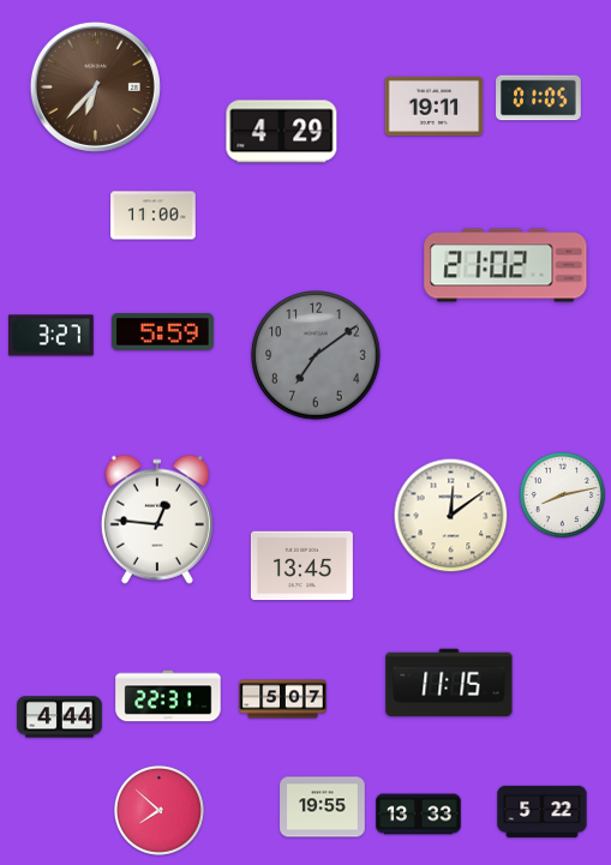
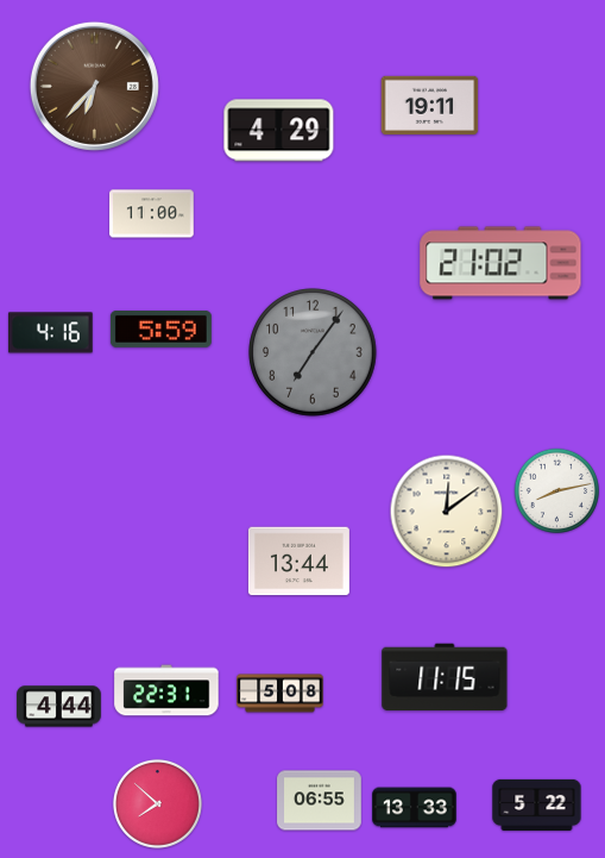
clock at (539, 98): 01:05 -> none
clock at (52, 336): 3:27 -> 4:16
clock at (316, 355): 7:09 -> 7:06
clock at (157, 519): 12:46 -> none
clock at (301, 566): 13:45 -> 13:44
clock at (283, 699): 5:07 -> 5:08
clock at (60, 717) position: (60, 717) -> (59, 707)
clock at (323, 807): 19:55 -> 06:55
